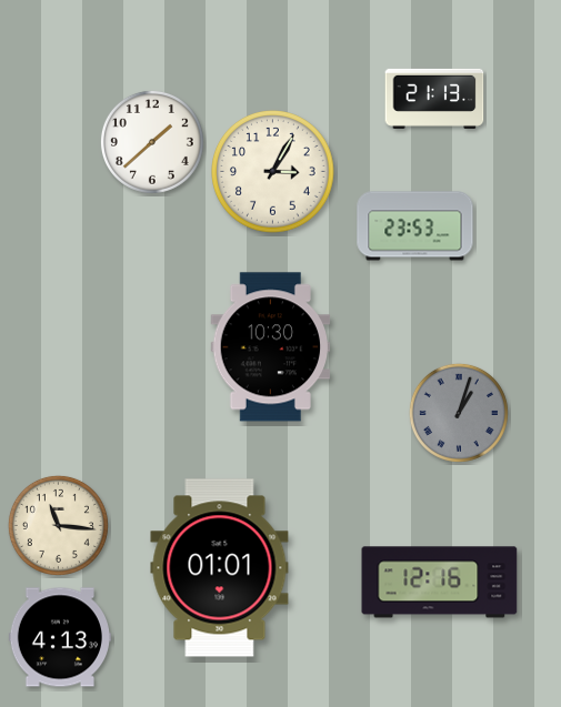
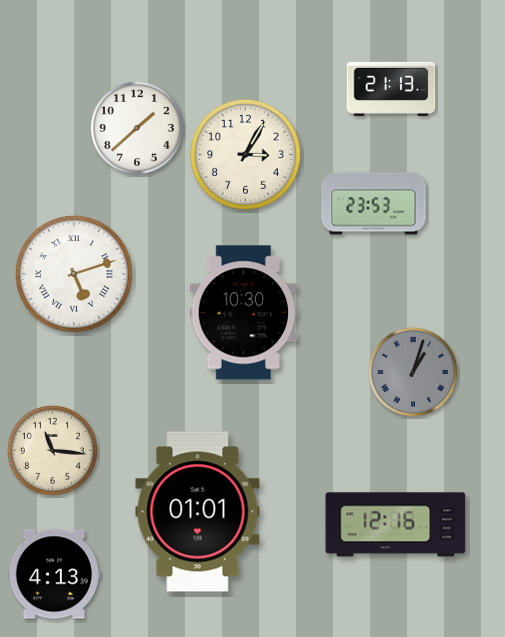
clock at (74, 274): none -> 5:12
clock at (58, 525) position: (58, 525) -> (52, 450)
